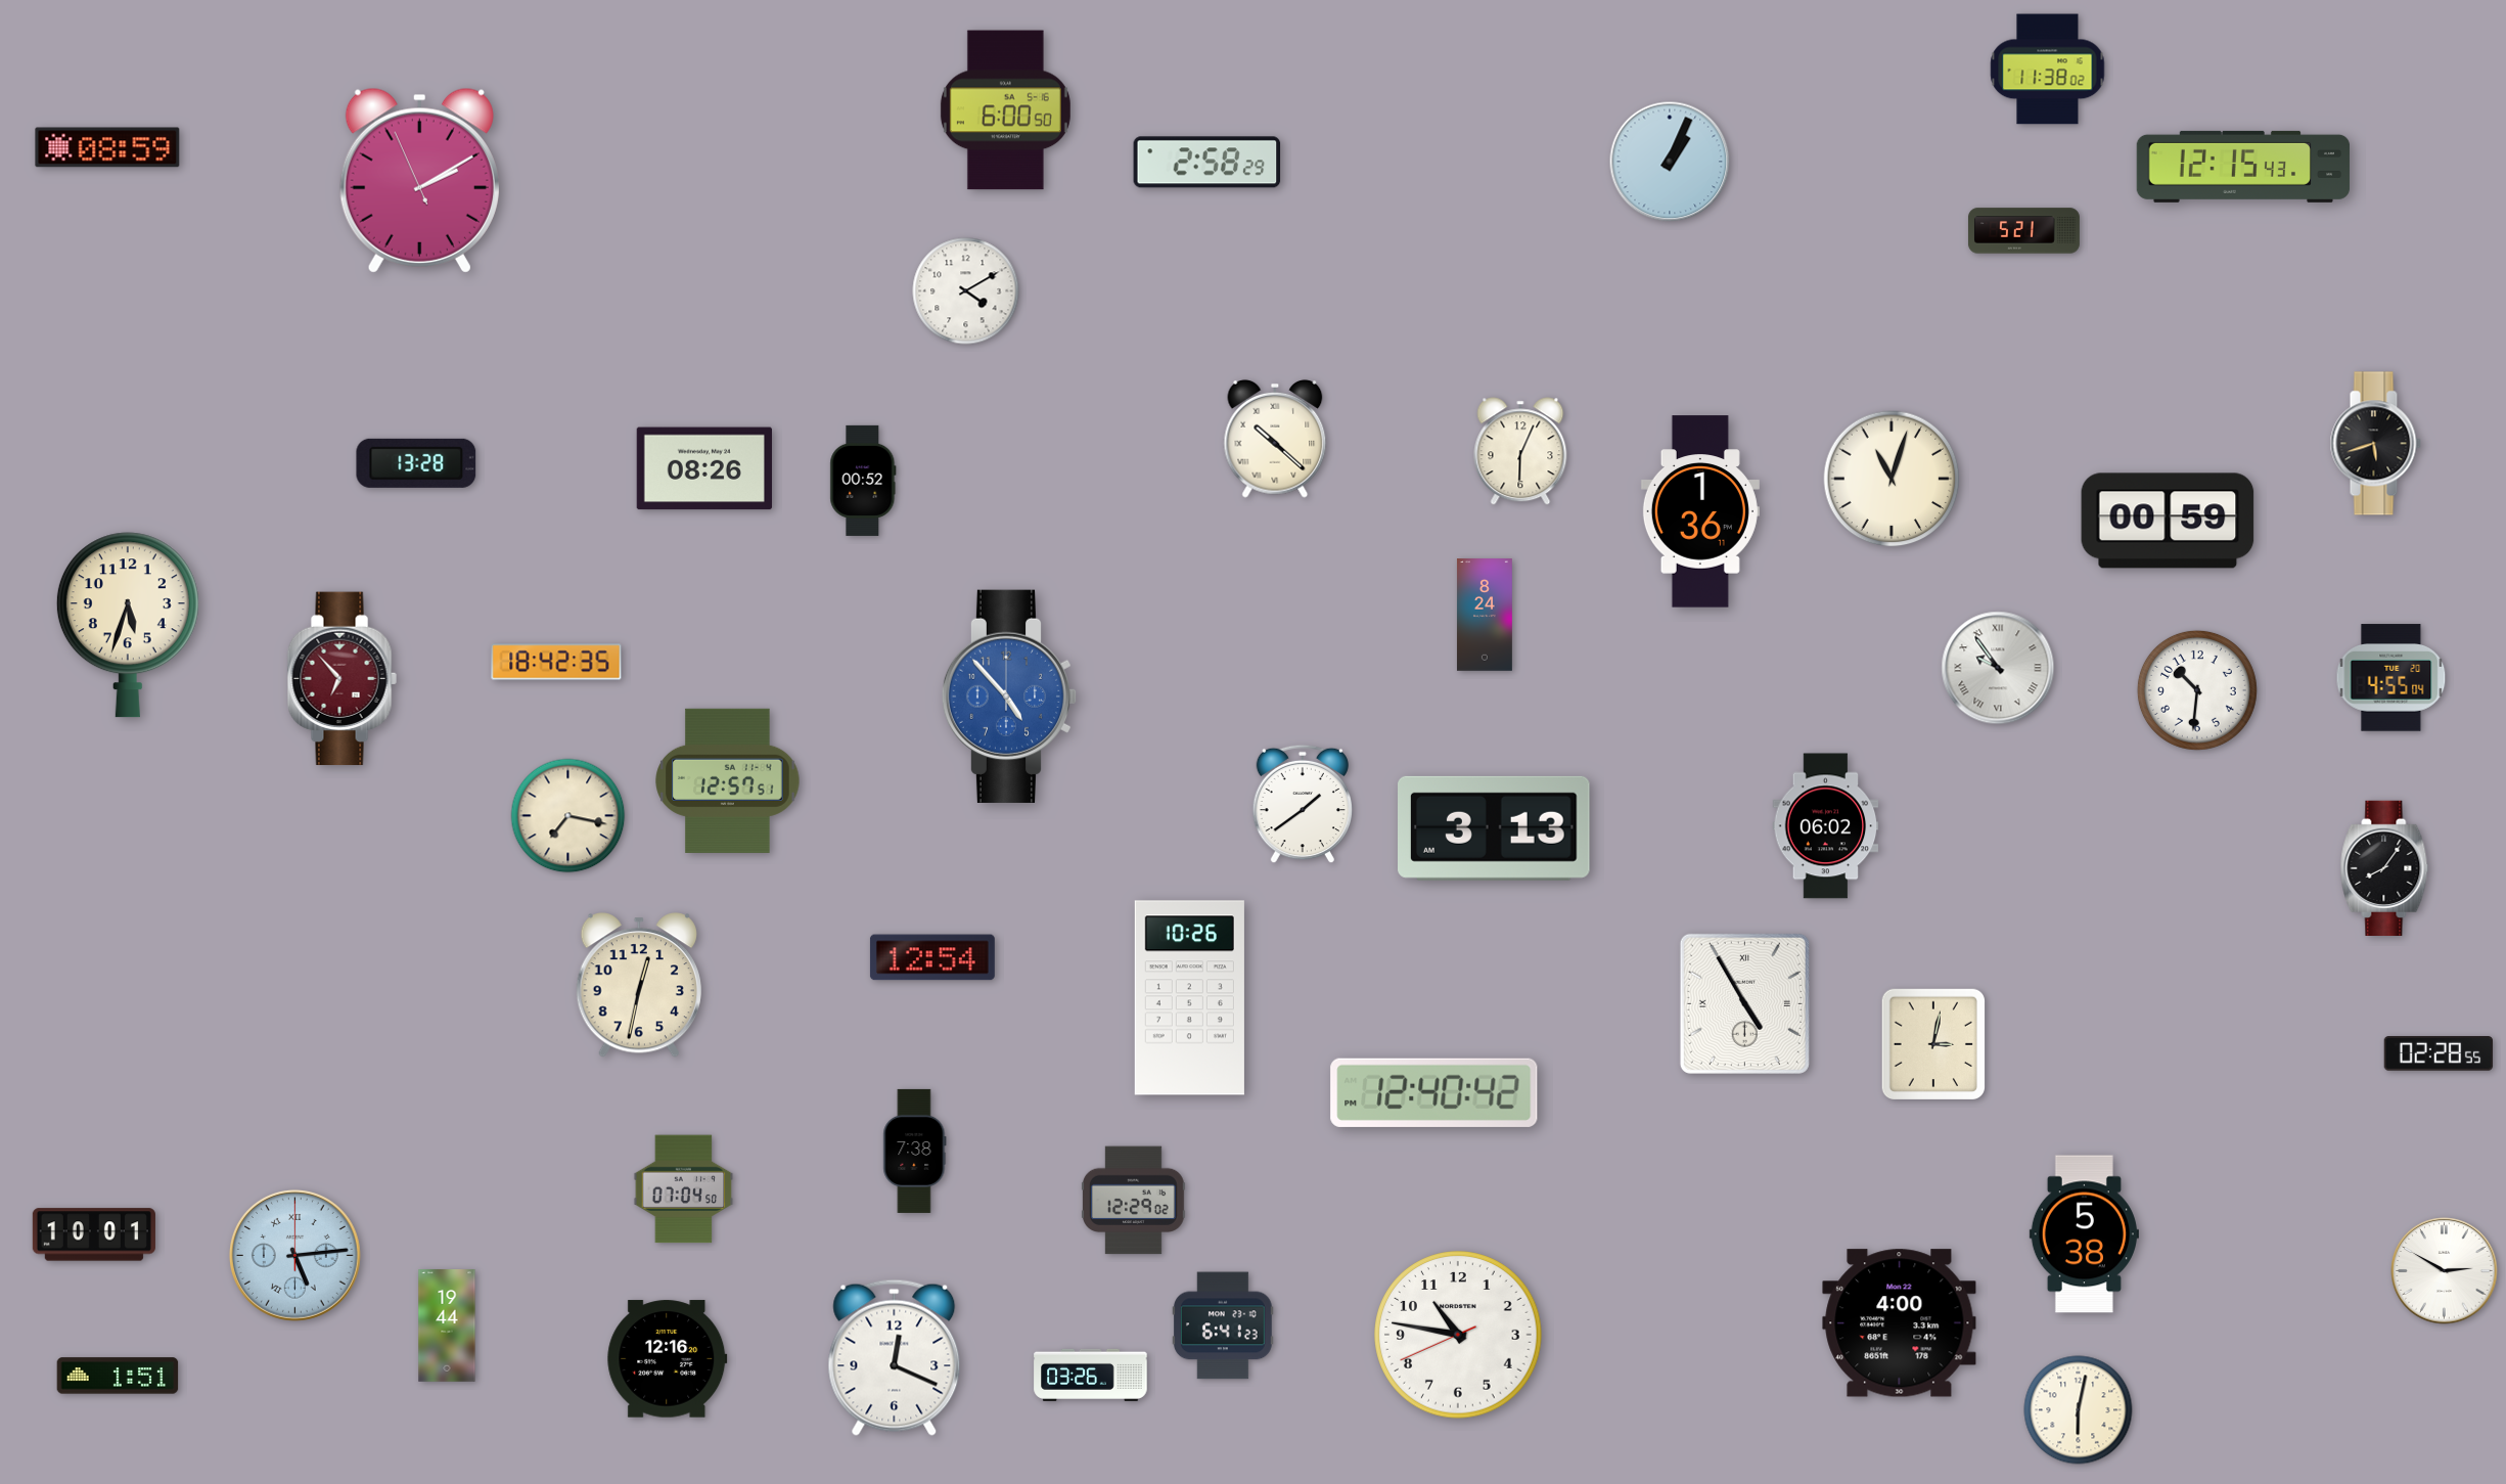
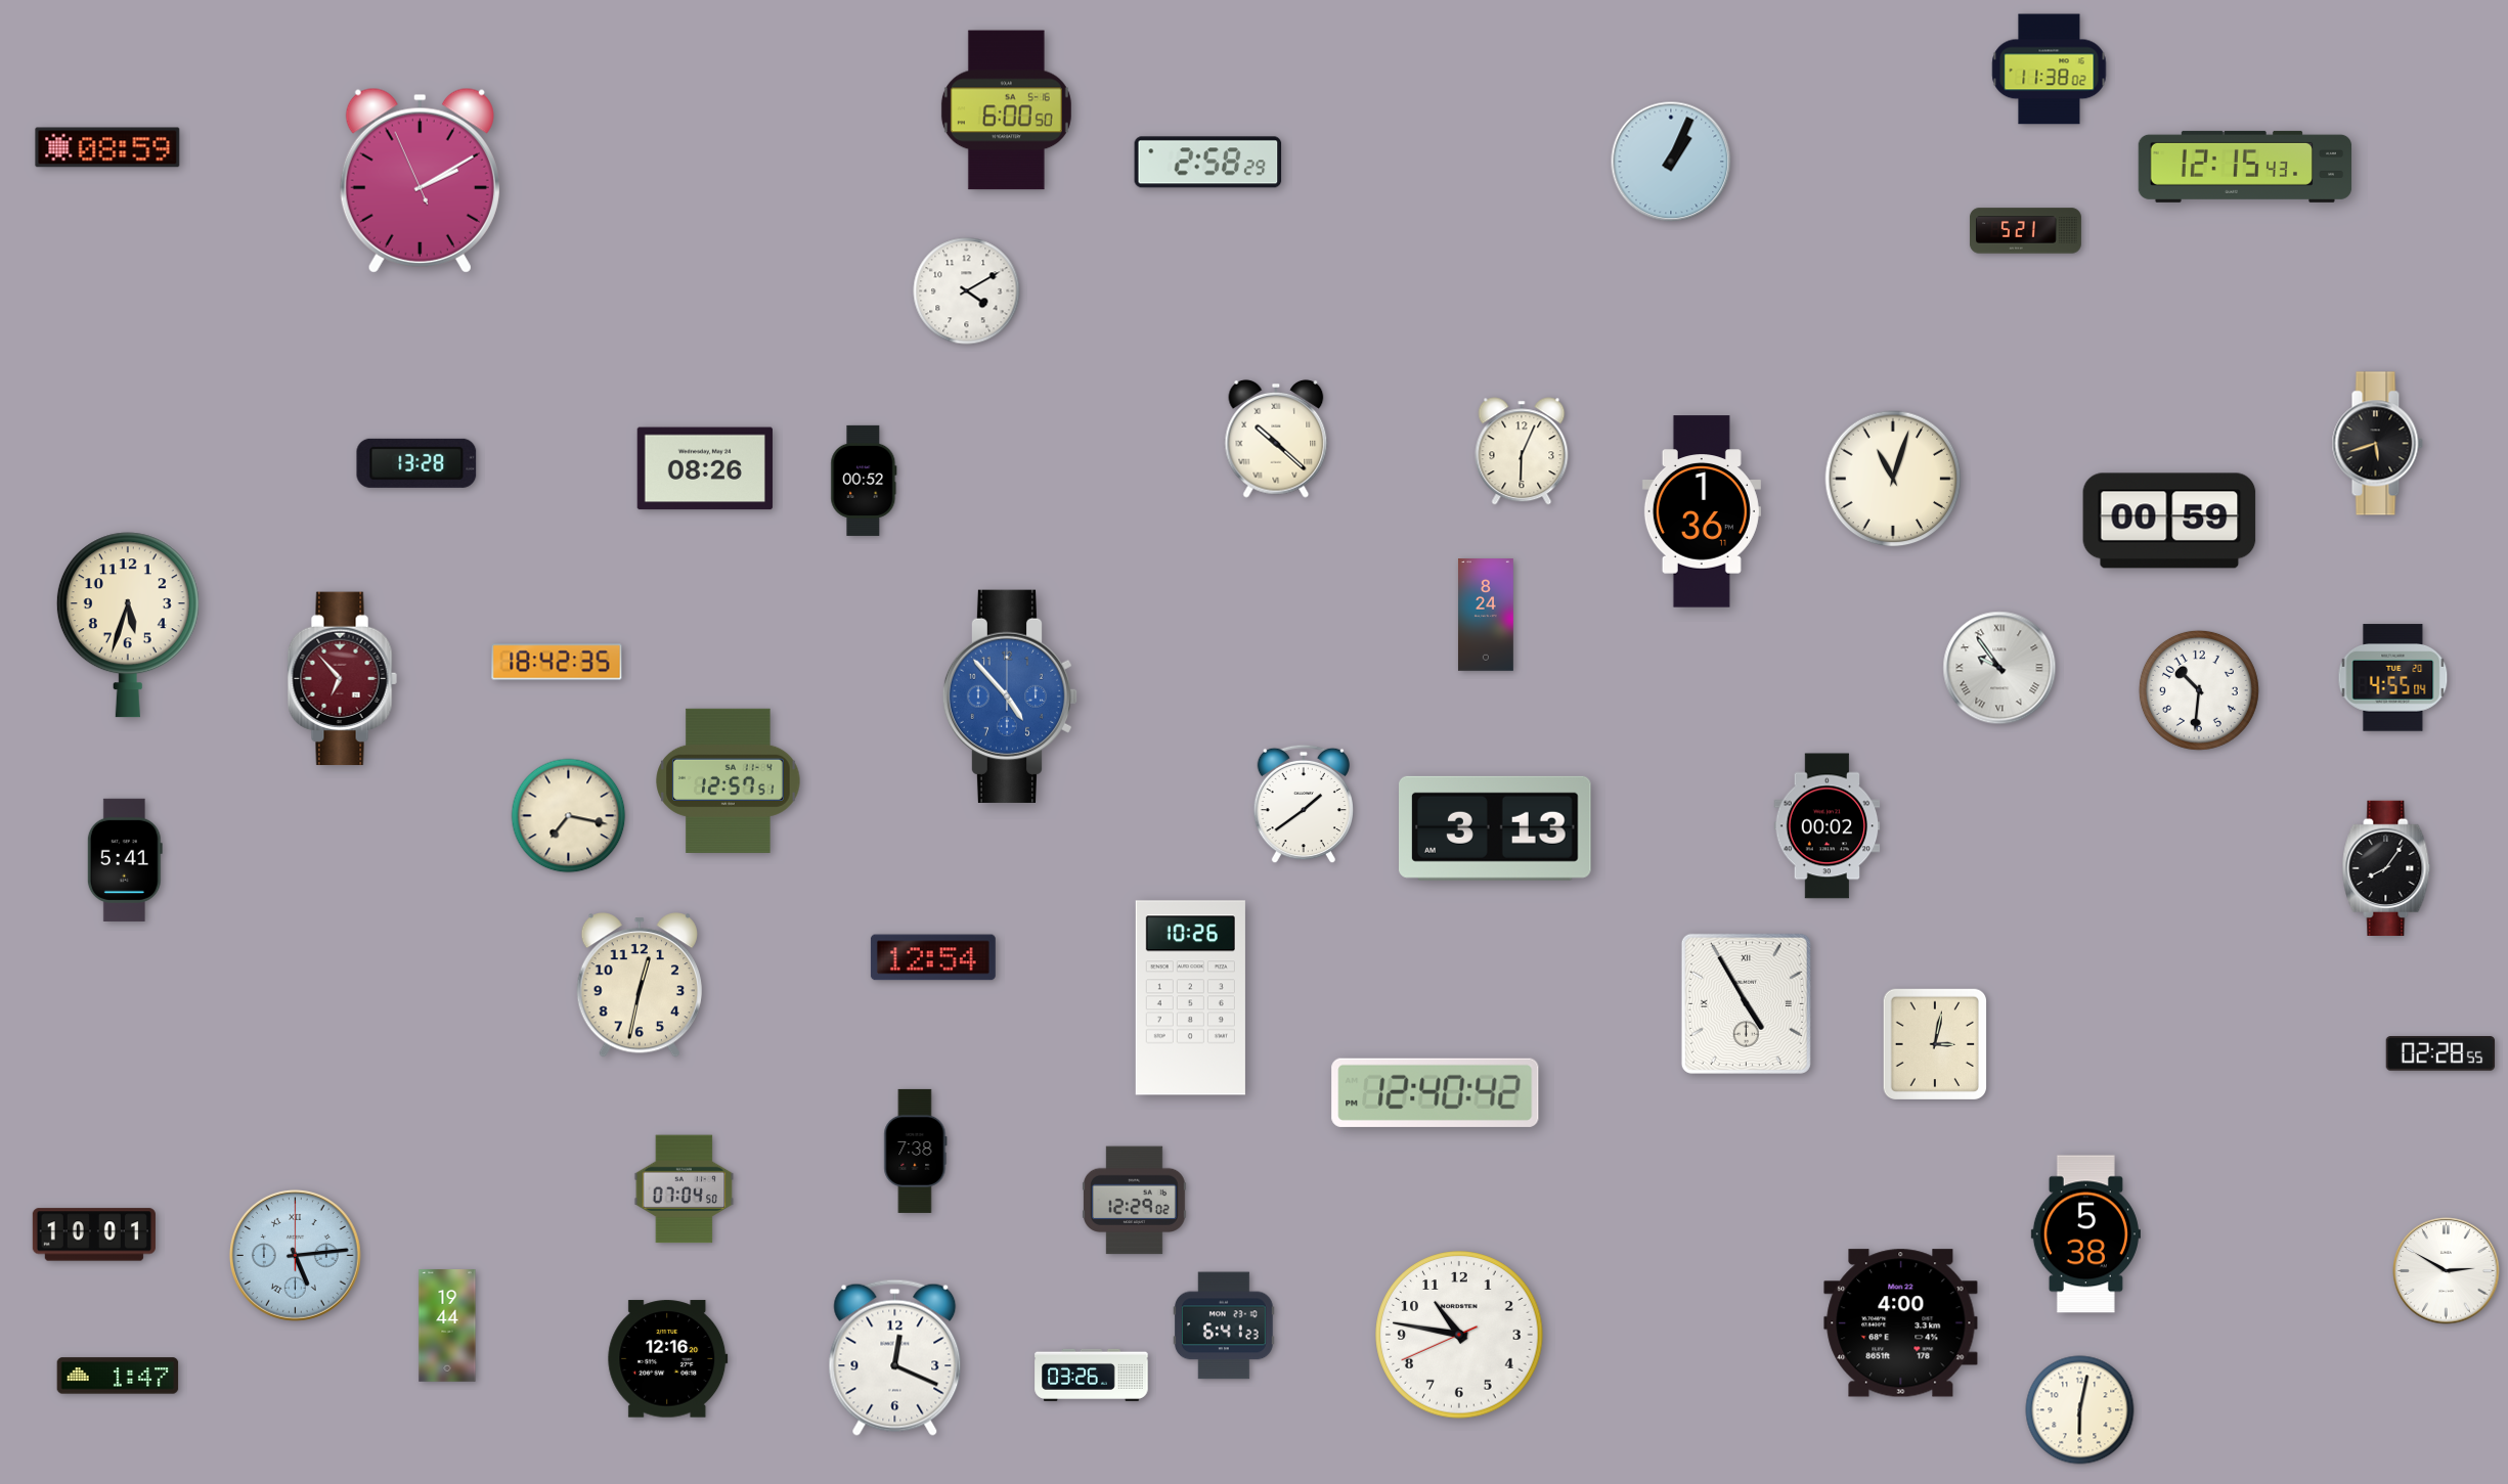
clock at (1826, 826): 06:02 -> 00:02
clock at (125, 860): none -> 5:41
clock at (118, 1376): 1:51 -> 1:47
